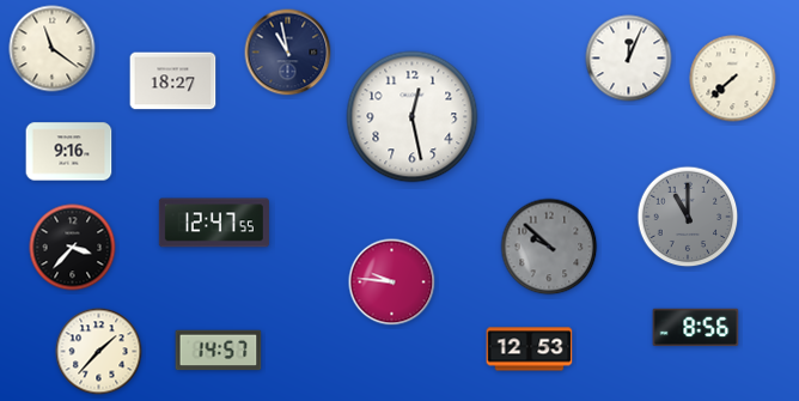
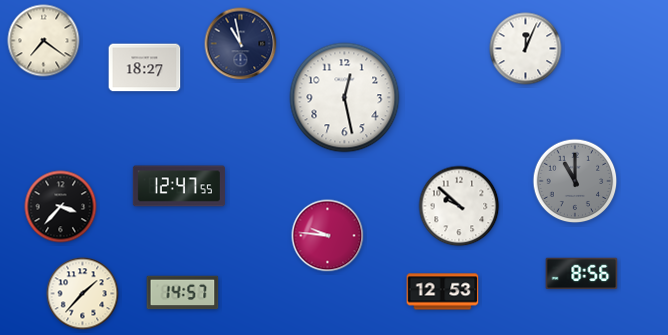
clock at (53, 49): 11:21 -> 7:21
clock at (733, 79): 7:38 -> none
clock at (69, 152): 9:16 -> none
clock at (549, 247) dial: grey -> white
